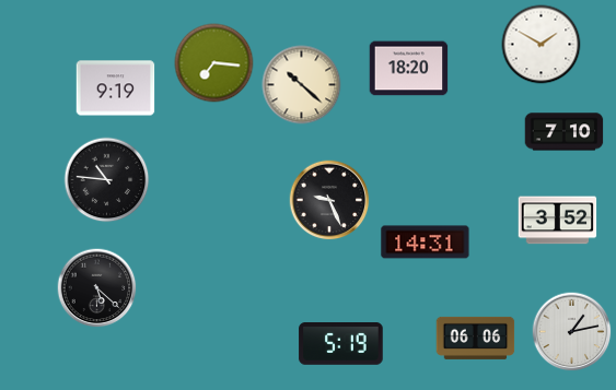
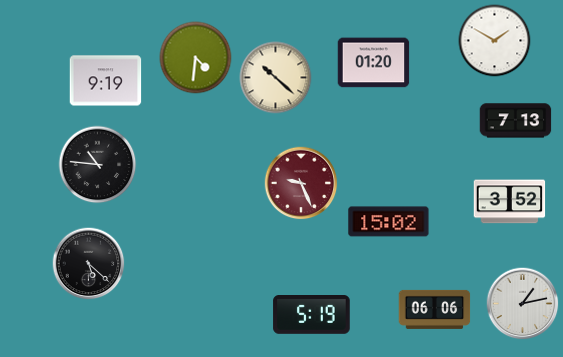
clock at (214, 63): 7:16 -> 4:31
clock at (409, 69): 18:20 -> 01:20
clock at (565, 132): 7:10 -> 7:13
clock at (329, 200) dial: black -> burgundy
clock at (426, 243): 14:31 -> 15:02
